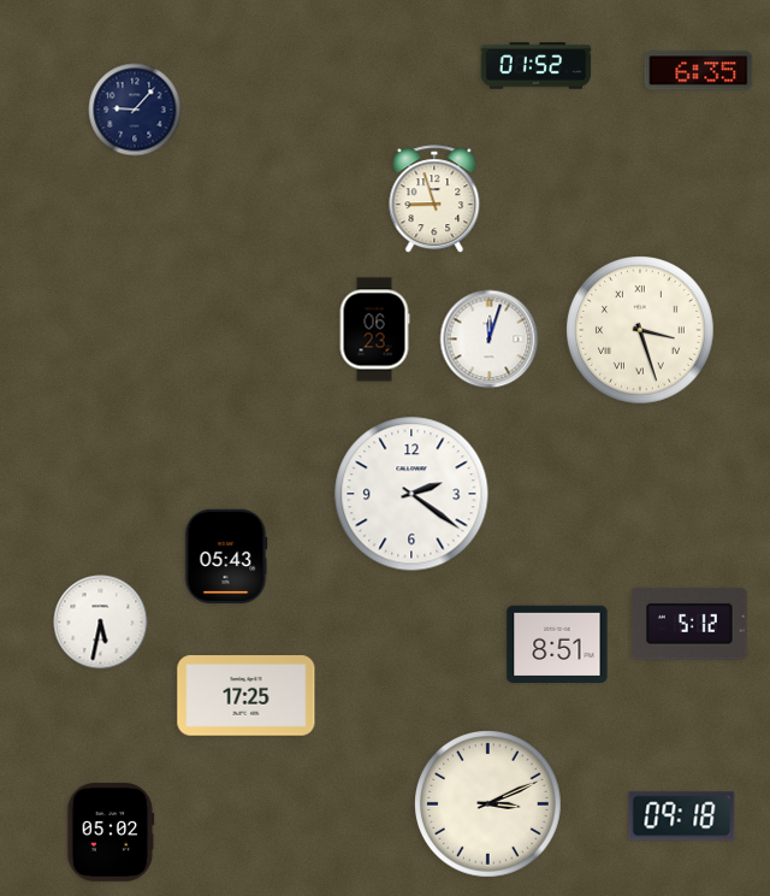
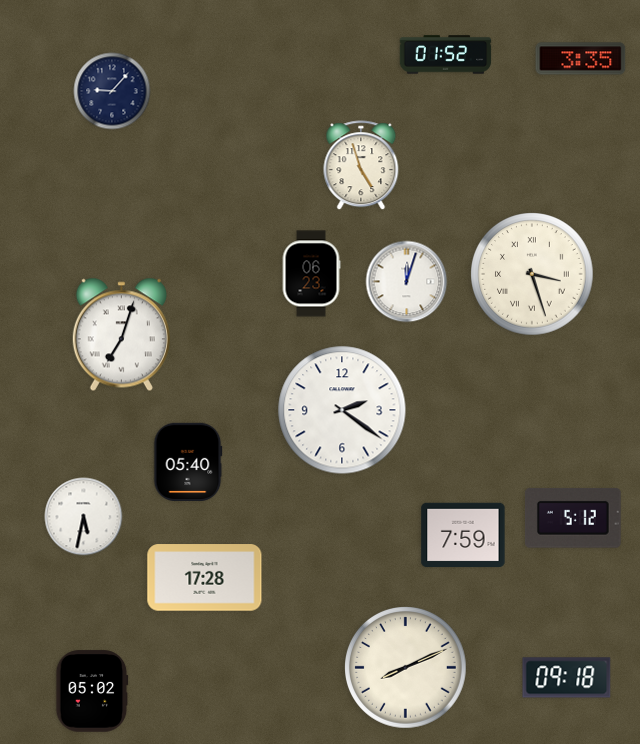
clock at (699, 71): 6:35 -> 3:35
clock at (434, 200): 8:57 -> 4:57
clock at (121, 335): none -> 7:03
clock at (226, 555): 05:43 -> 05:40
clock at (557, 644): 8:51 -> 7:59
clock at (247, 696): 17:25 -> 17:28
clock at (488, 804): 3:11 -> 8:11
